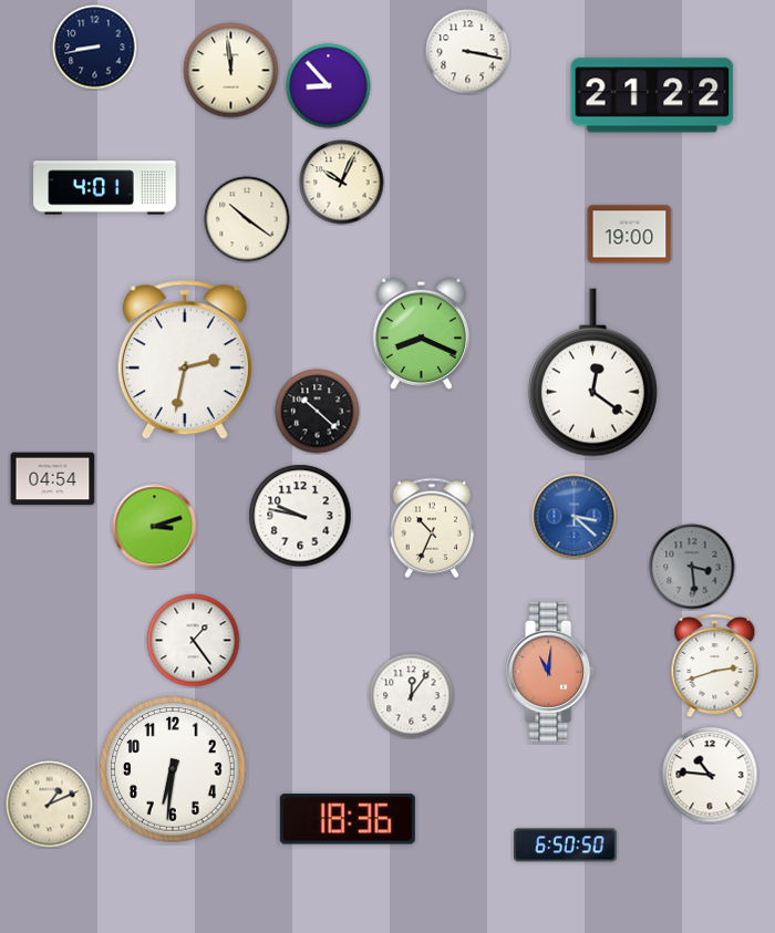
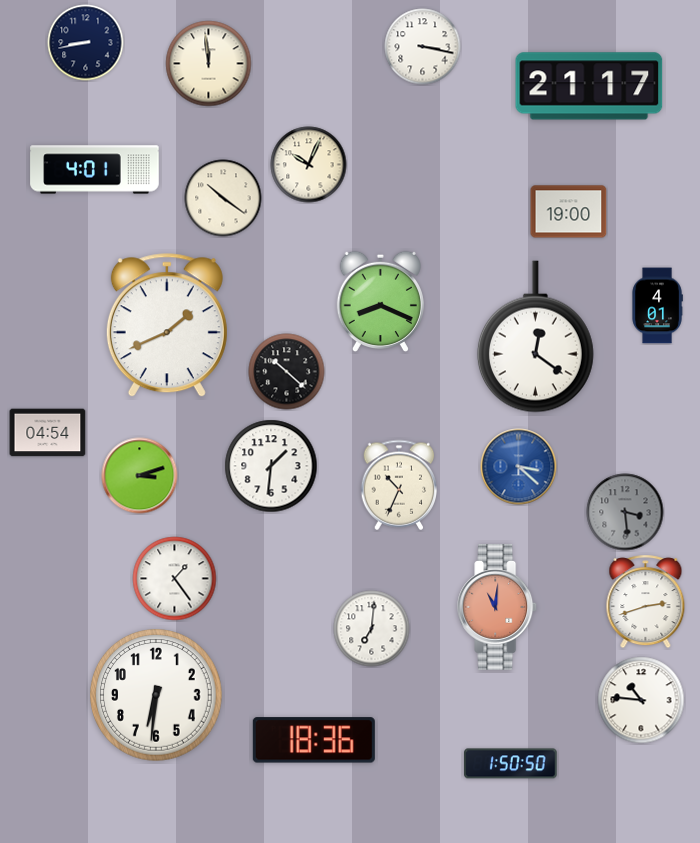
clock at (329, 86): 8:53 -> none
clock at (652, 95): 21:22 -> 21:17
clock at (657, 306): none -> 4:01
clock at (185, 361): 2:32 -> 1:41
clock at (300, 516): 9:47 -> 1:31
clock at (432, 528) position: (432, 528) -> (399, 485)
clock at (412, 696): 12:06 -> 7:01
clock at (50, 805): 1:11 -> none
clock at (566, 846): 6:50 -> 1:50
